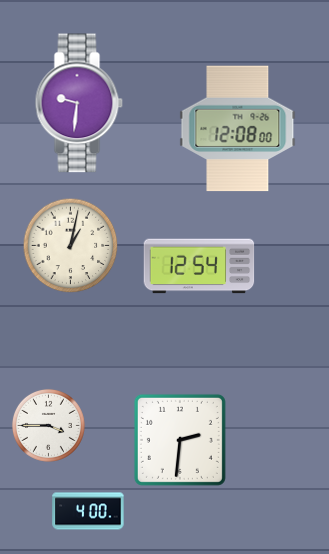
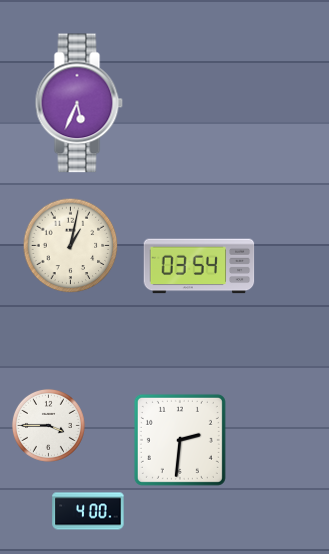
clock at (79, 103): 9:31 -> 5:34
clock at (238, 129): 12:08 -> none
clock at (199, 266): 12:54 -> 03:54
